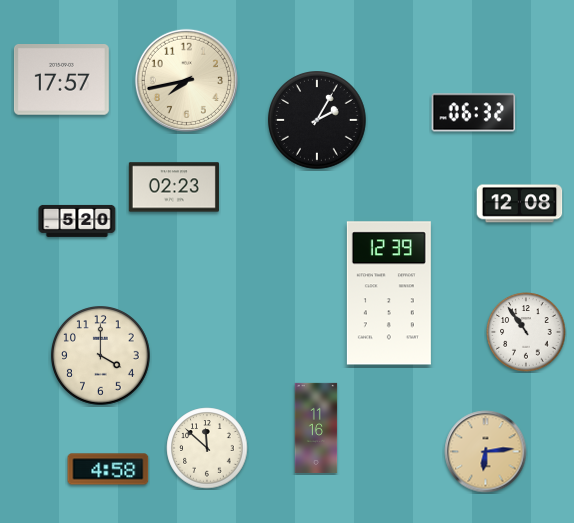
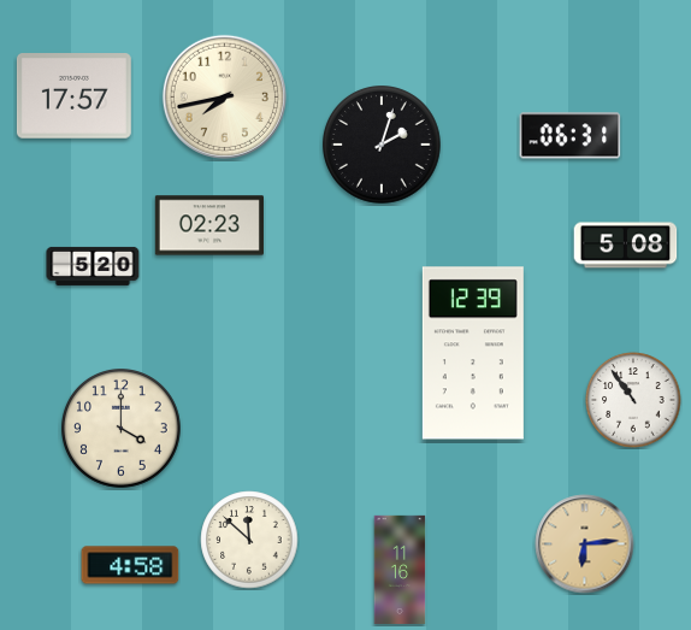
clock at (474, 113): 06:32 -> 06:31
clock at (318, 121): 2:05 -> 2:03
clock at (520, 204): 12:08 -> 5:08
clock at (389, 293) position: (389, 293) -> (473, 353)
clock at (316, 427) position: (316, 427) -> (400, 569)
